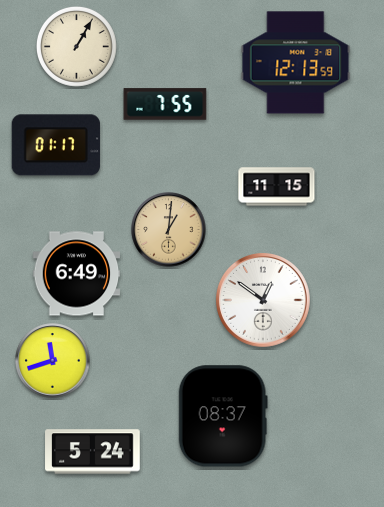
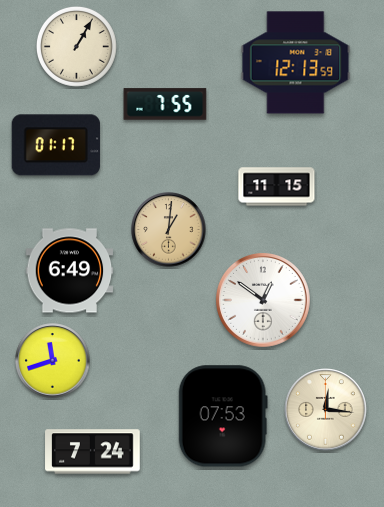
clock at (77, 274) position: (77, 274) -> (70, 271)
clock at (326, 410): none -> 12:16
clock at (223, 416): 08:37 -> 07:53
clock at (93, 452): 5:24 -> 7:24
